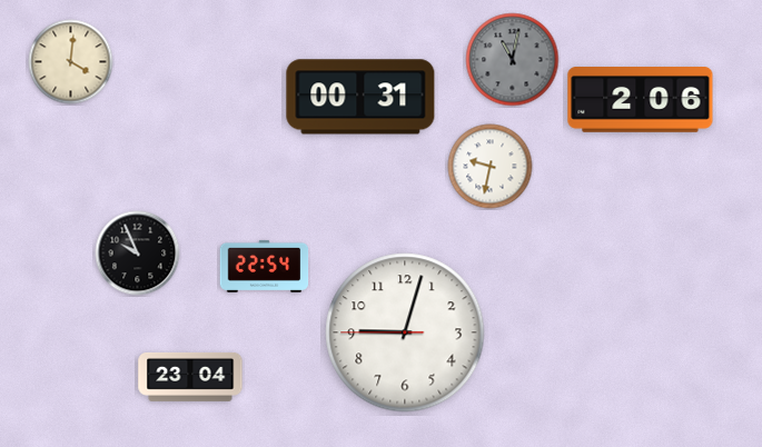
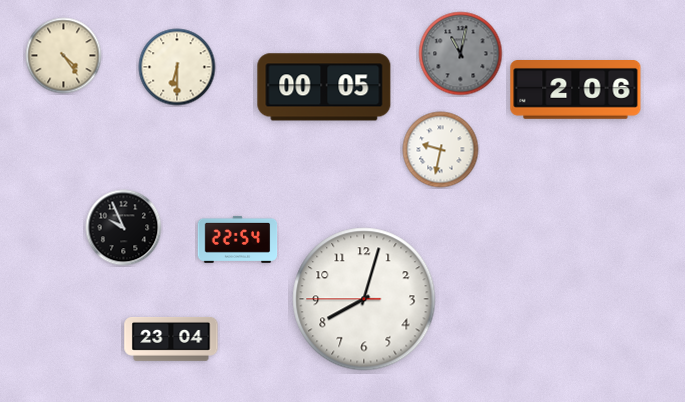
clock at (71, 62): 4:01 -> 4:24
clock at (177, 67): none -> 6:30
clock at (360, 97): 00:31 -> 00:05
clock at (405, 332): 9:02 -> 8:02
